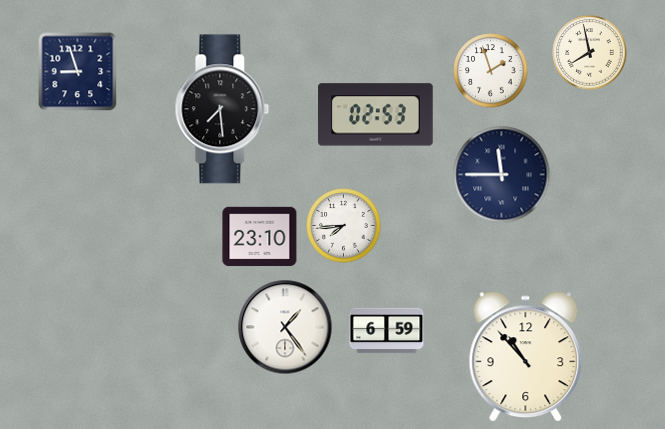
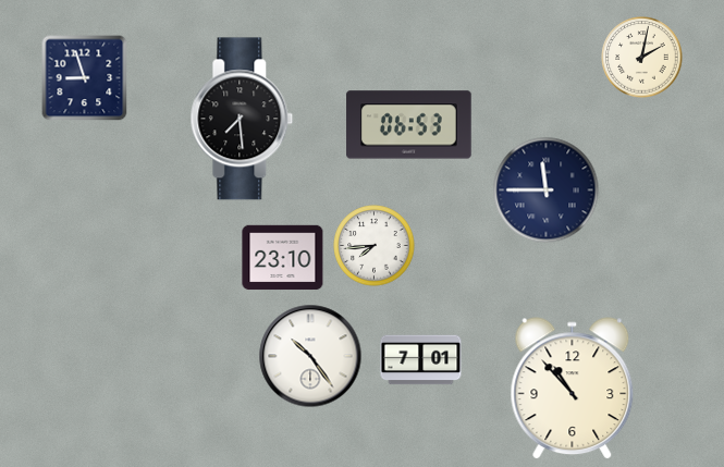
clock at (590, 53): 7:58 -> 2:02
clock at (491, 71): 1:57 -> none
clock at (376, 115): 02:53 -> 06:53
clock at (285, 327): 1:24 -> 10:24
clock at (387, 331): 6:59 -> 7:01
